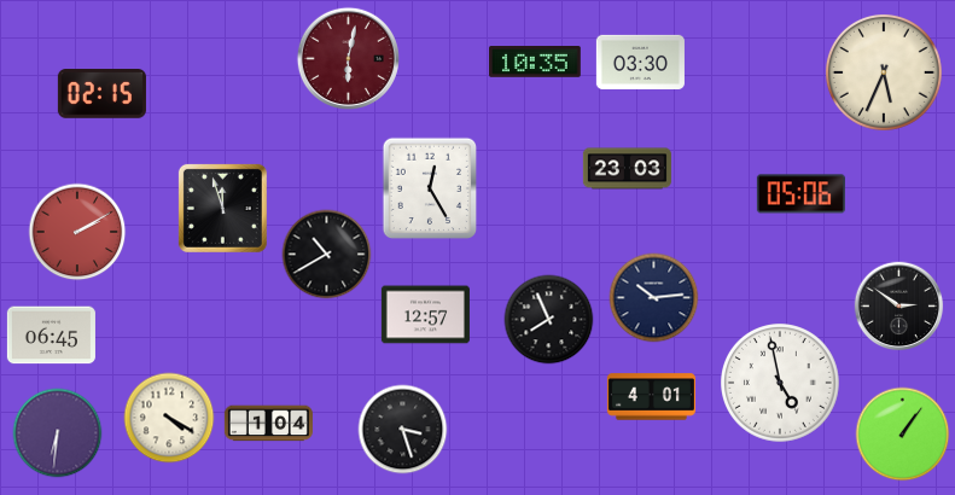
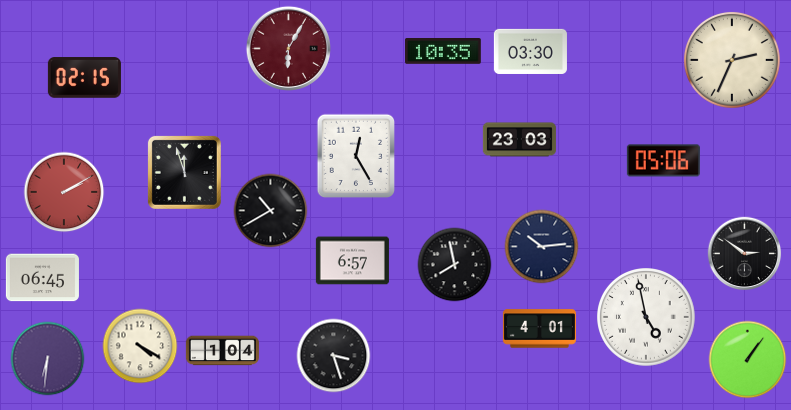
clock at (348, 58): 6:02 -> 6:05
clock at (884, 72): 5:34 -> 2:34
clock at (425, 315): 12:57 -> 6:57
clock at (549, 320): 7:56 -> 7:58
